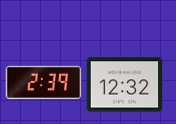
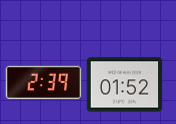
clock at (125, 85): 12:32 -> 01:52
